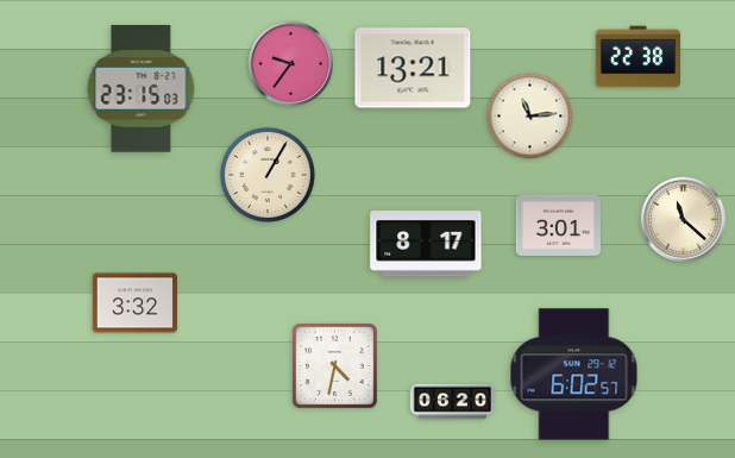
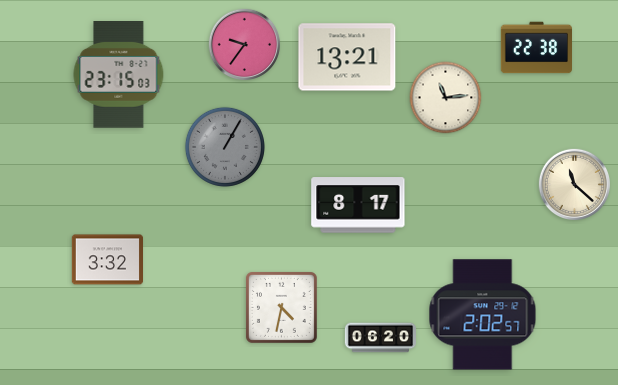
clock at (290, 63) position: (290, 63) -> (244, 44)
clock at (268, 175) dial: cream -> grey
clock at (558, 225): 3:01 -> none
clock at (134, 303) position: (134, 303) -> (107, 260)
clock at (574, 375): 6:02 -> 2:02
